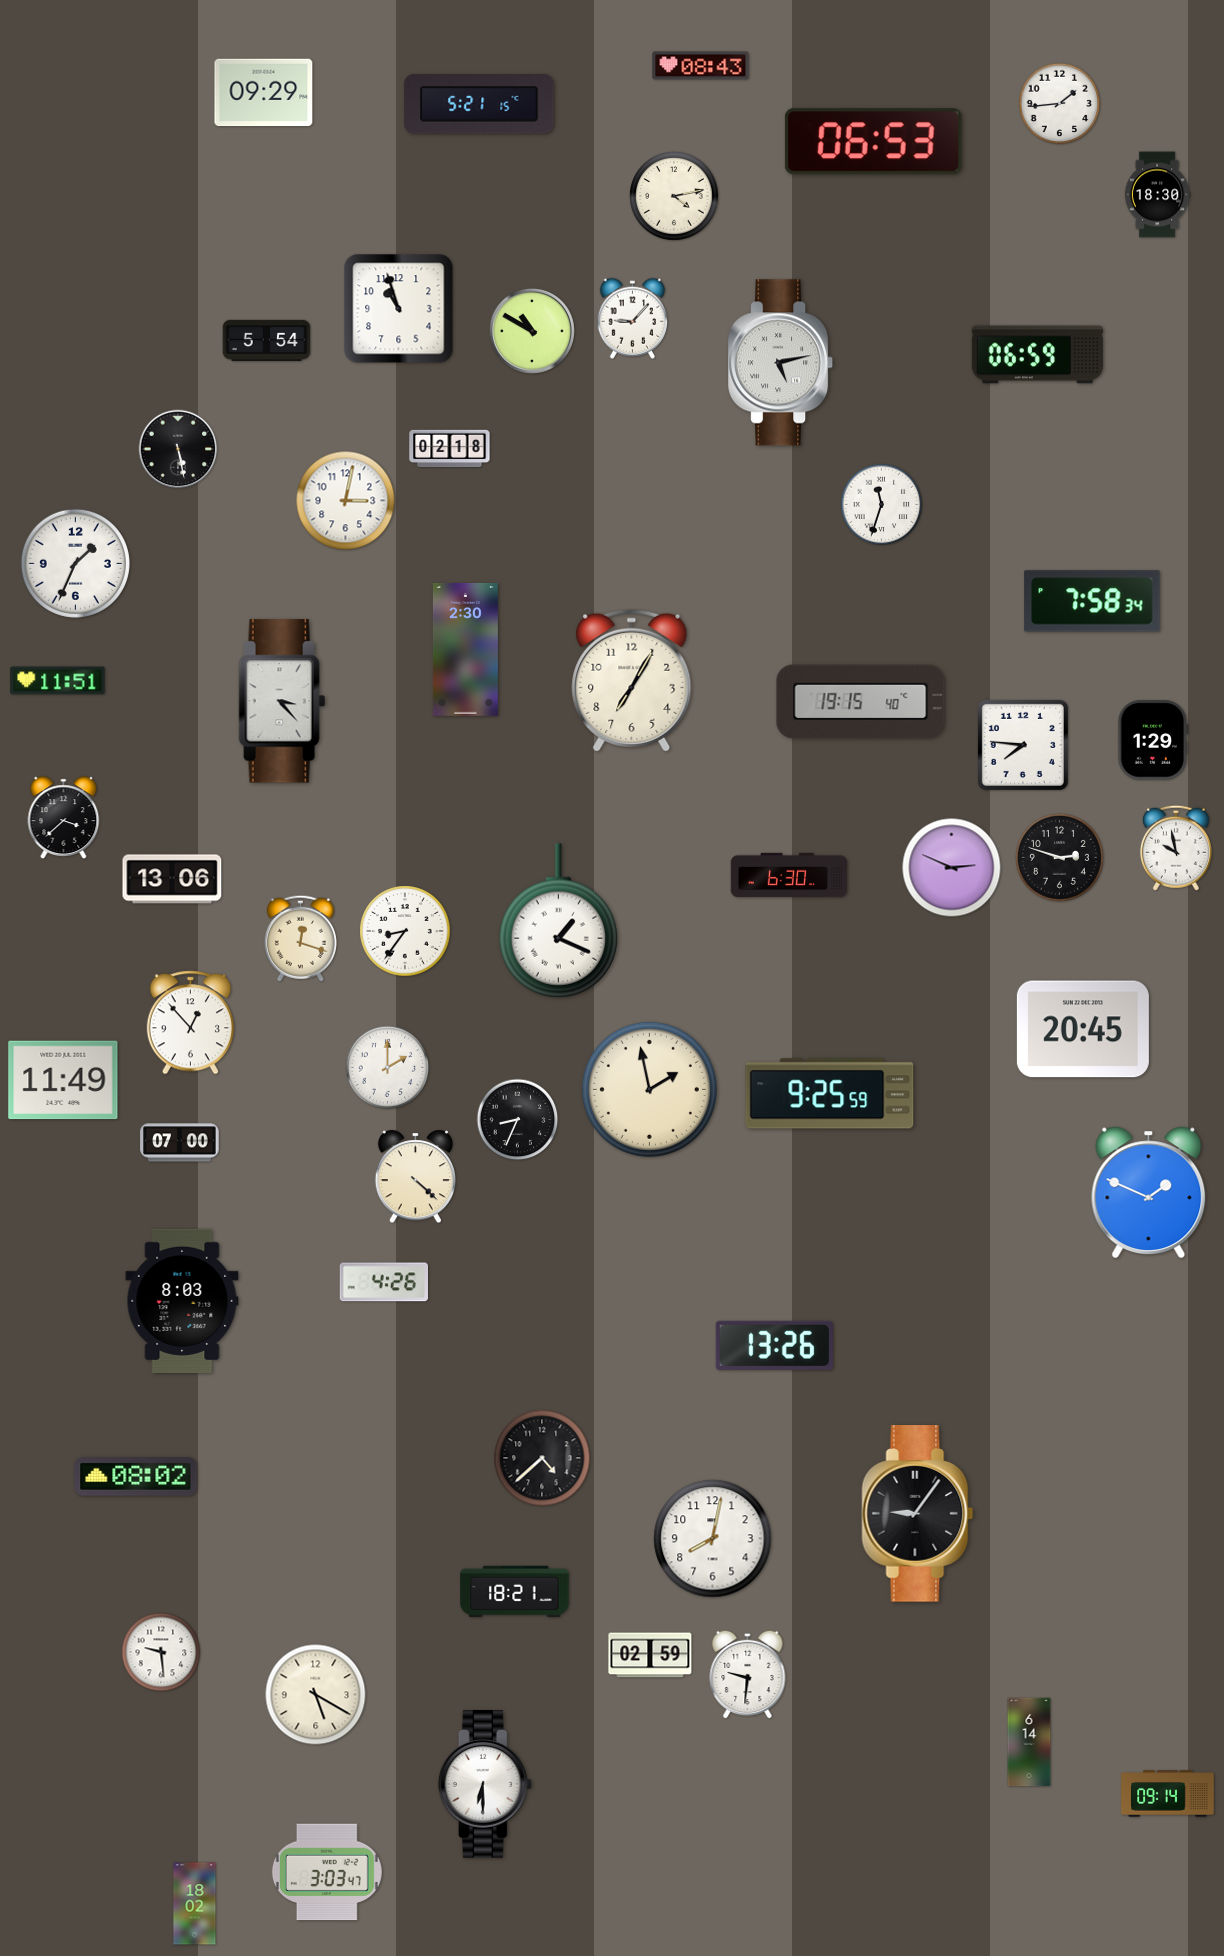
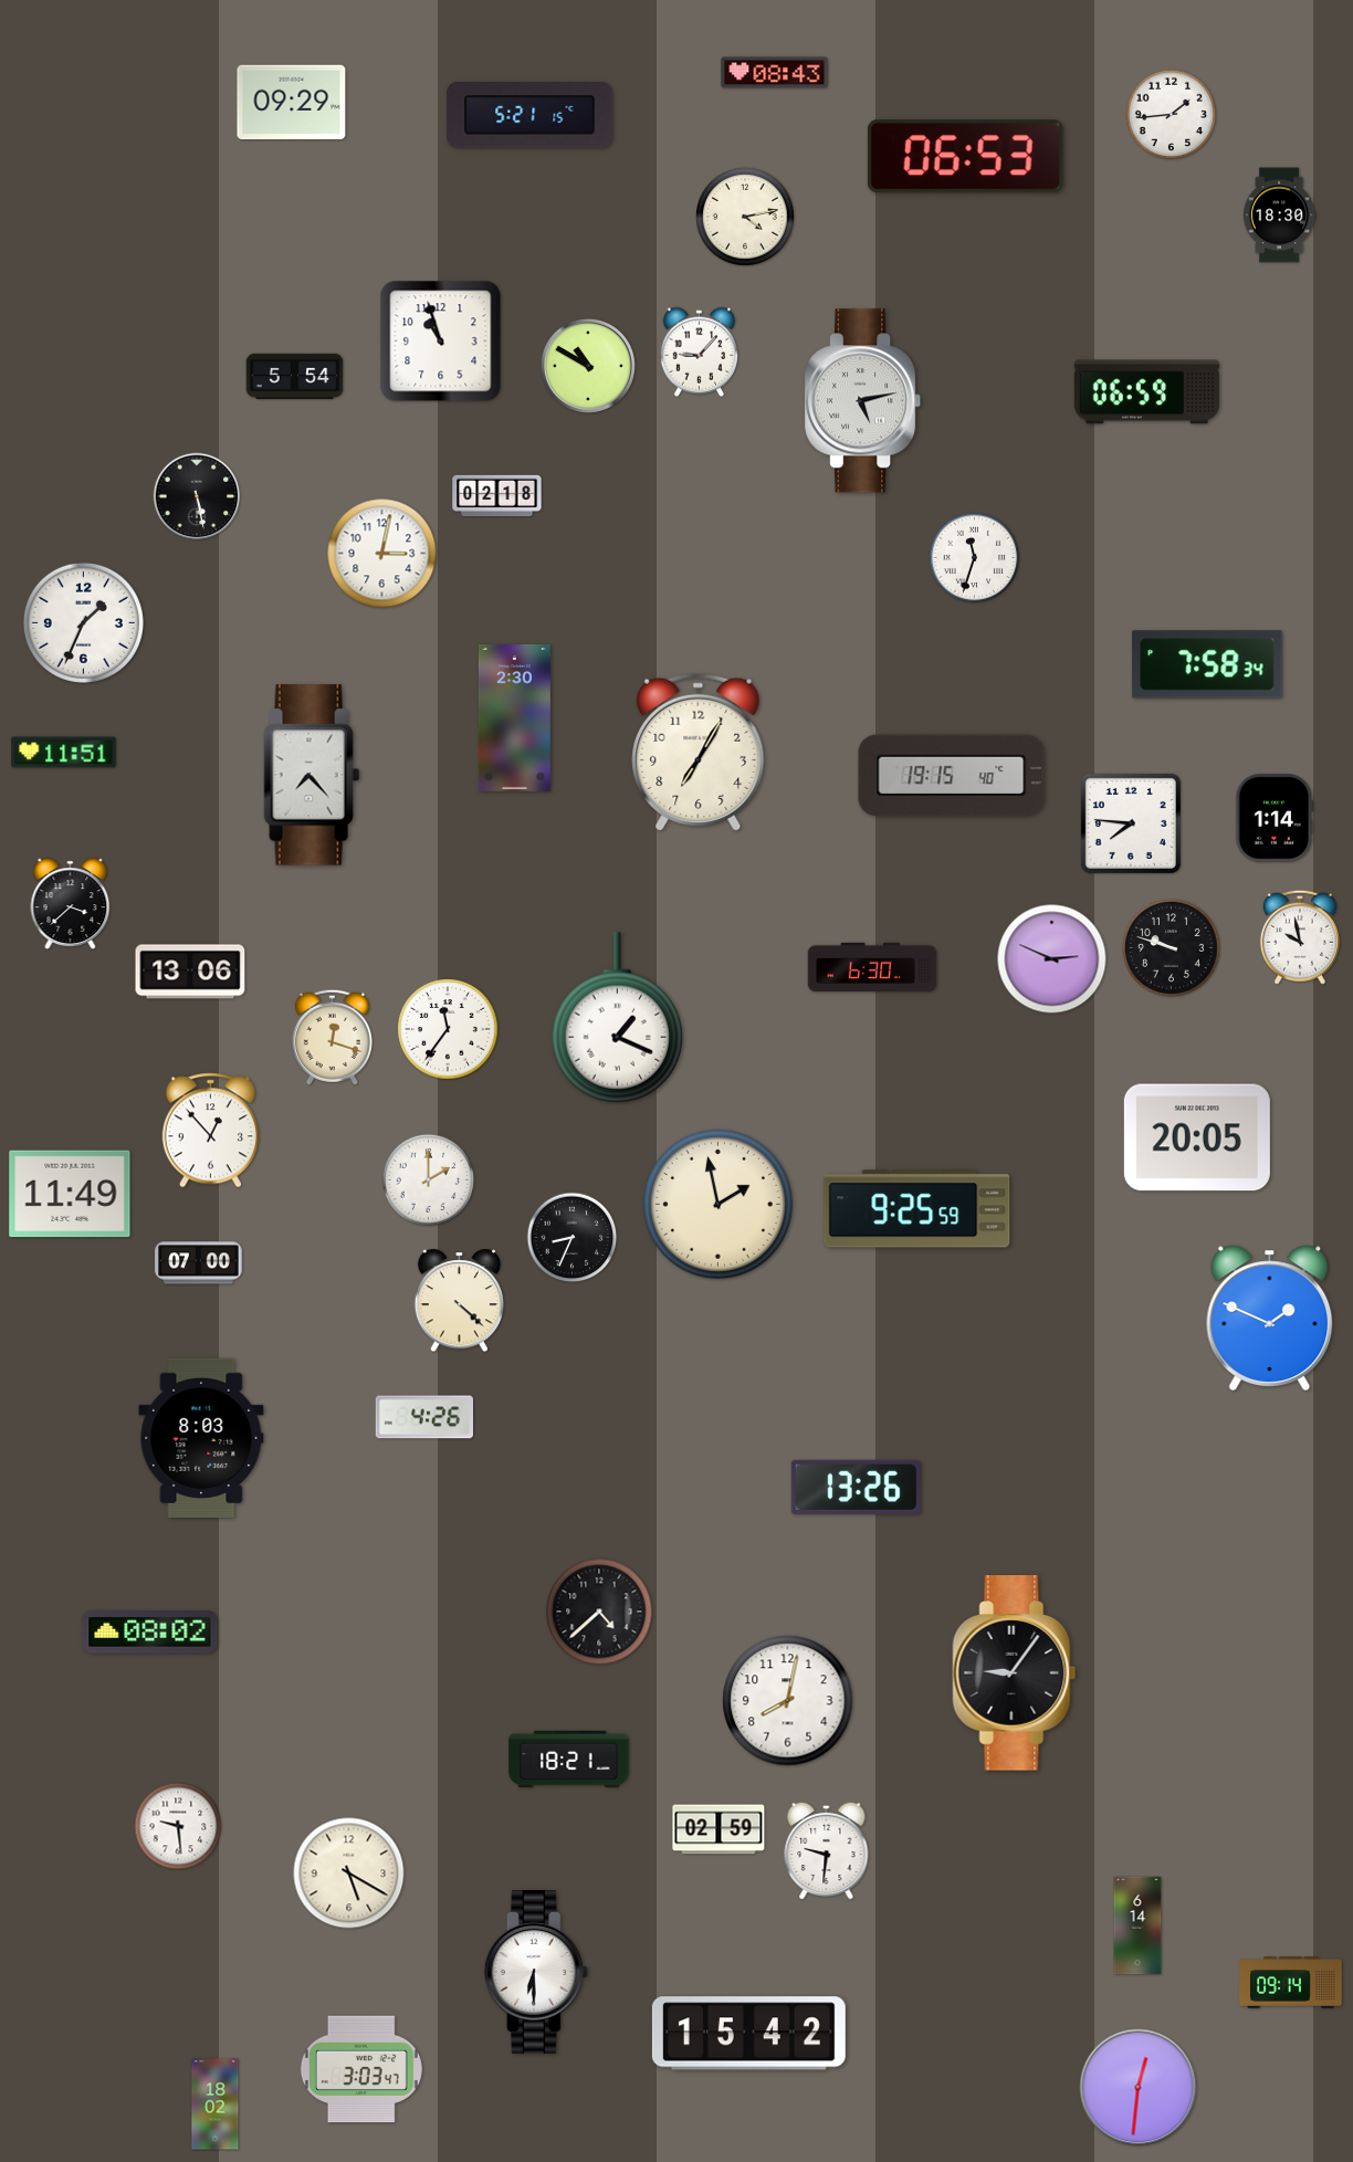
clock at (282, 701): 3:23 -> 7:23
clock at (1153, 740): 1:29 -> 1:14
clock at (1059, 857): 2:48 -> 9:48
clock at (405, 931): 8:36 -> 11:36
clock at (1083, 1029): 20:45 -> 20:05
clock at (748, 2034): none -> 15:42
clock at (1139, 2088): none -> 12:31
